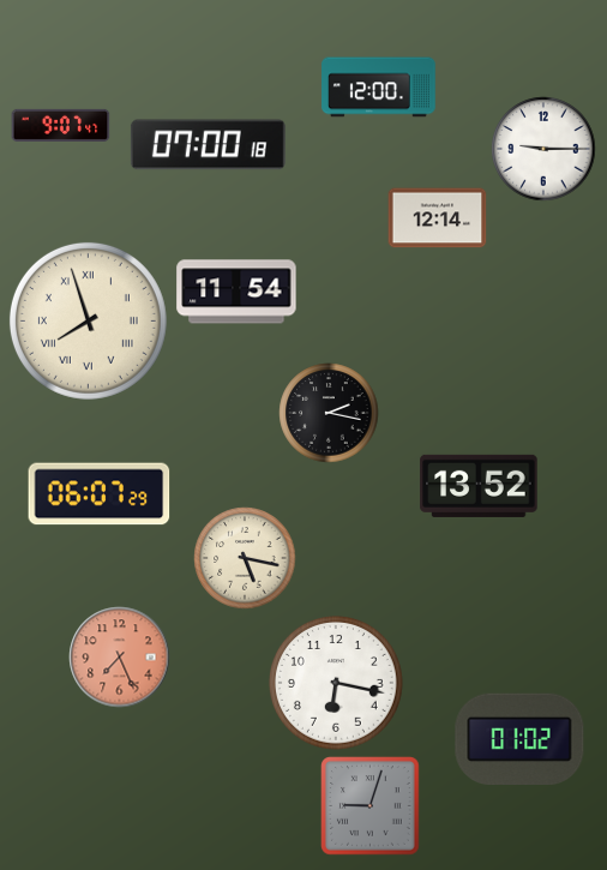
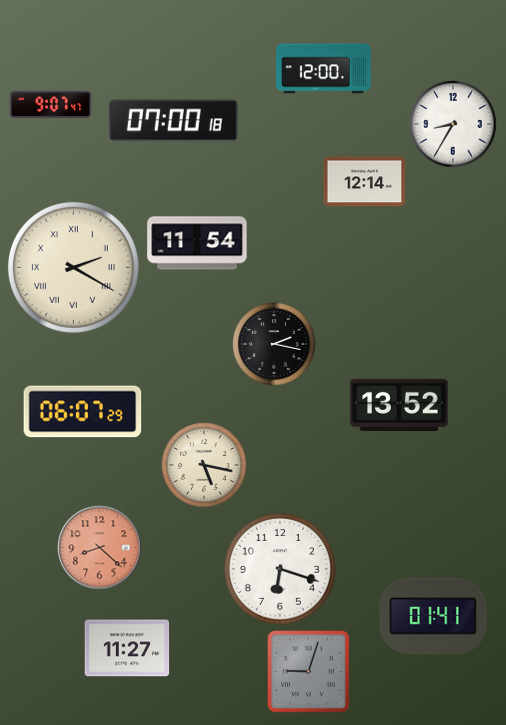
clock at (379, 88) position: (379, 88) -> (324, 69)
clock at (543, 149): 9:15 -> 8:35
clock at (88, 320): 7:57 -> 2:20
clock at (120, 658): 7:26 -> 8:22
clock at (337, 684): 6:17 -> 6:18
clock at (519, 738): 01:02 -> 01:41
clock at (127, 648): none -> 11:27
